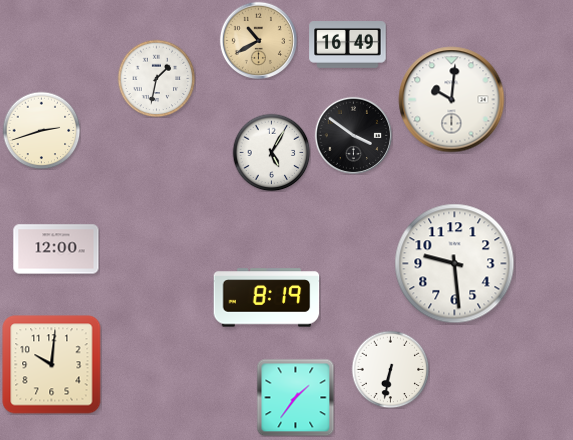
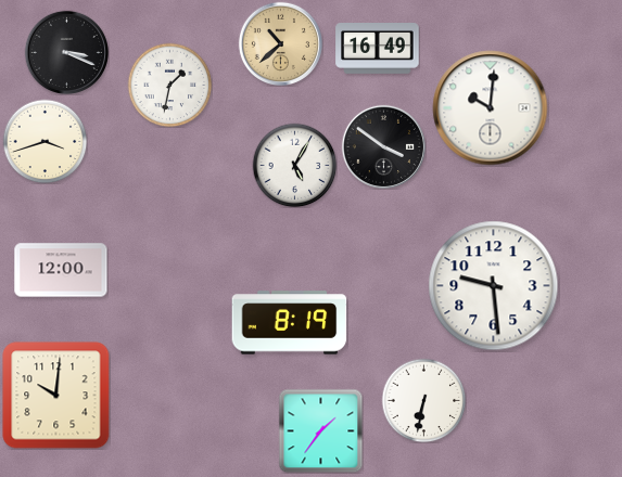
clock at (258, 40): 10:40 -> 10:38
clock at (66, 52): none -> 3:19
clock at (41, 130): 2:42 -> 3:42
